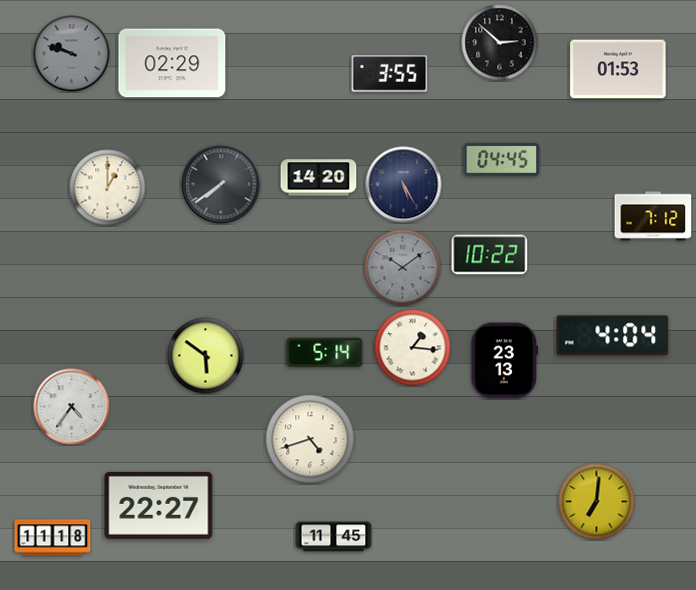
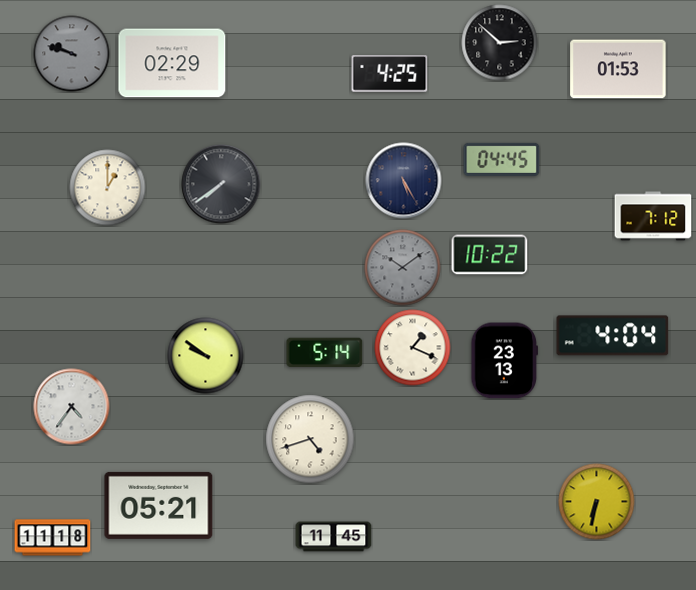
clock at (390, 74): 3:55 -> 4:25
clock at (319, 178): 14:20 -> none
clock at (404, 185) position: (404, 185) -> (404, 181)
clock at (413, 348): 1:16 -> 1:19
clock at (206, 356): 5:51 -> 9:51
clock at (597, 502): 7:01 -> 6:32
clock at (159, 505): 22:27 -> 05:21
